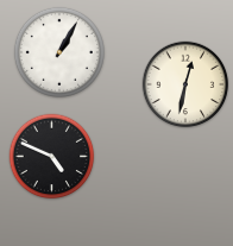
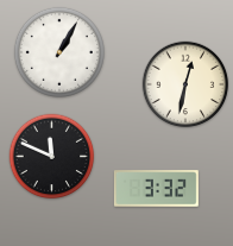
clock at (52, 157): 4:49 -> 11:49
clock at (156, 189): none -> 3:32
